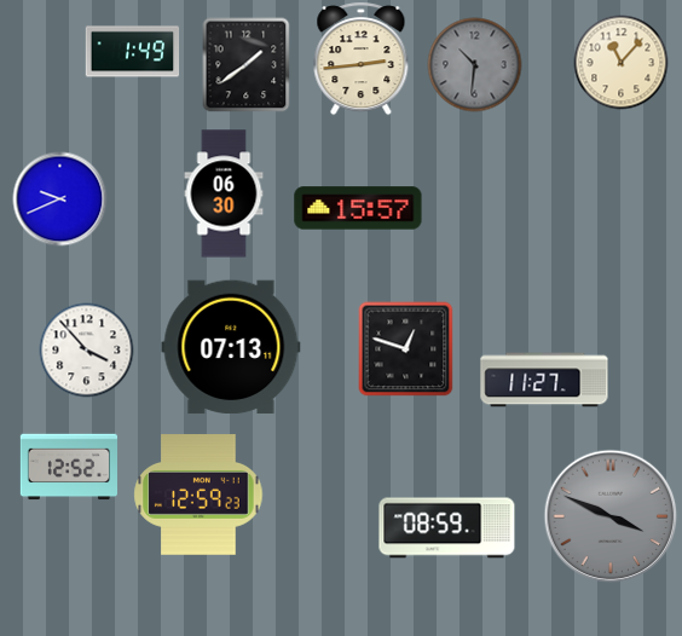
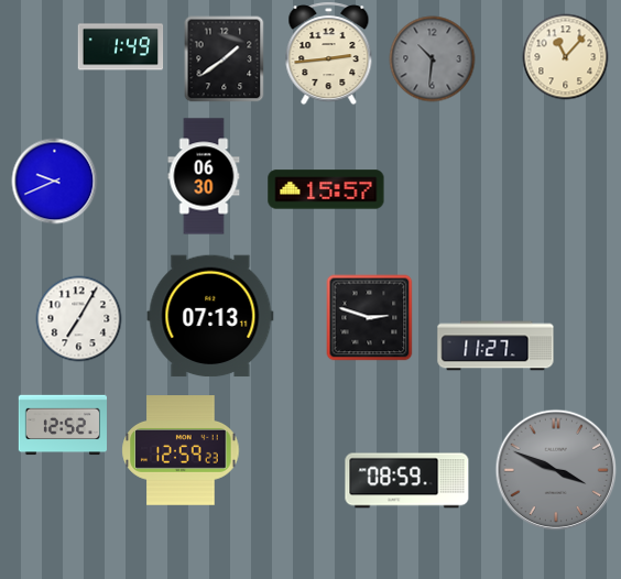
clock at (405, 348): 12:48 -> 2:48
clock at (86, 349): 3:53 -> 7:05
